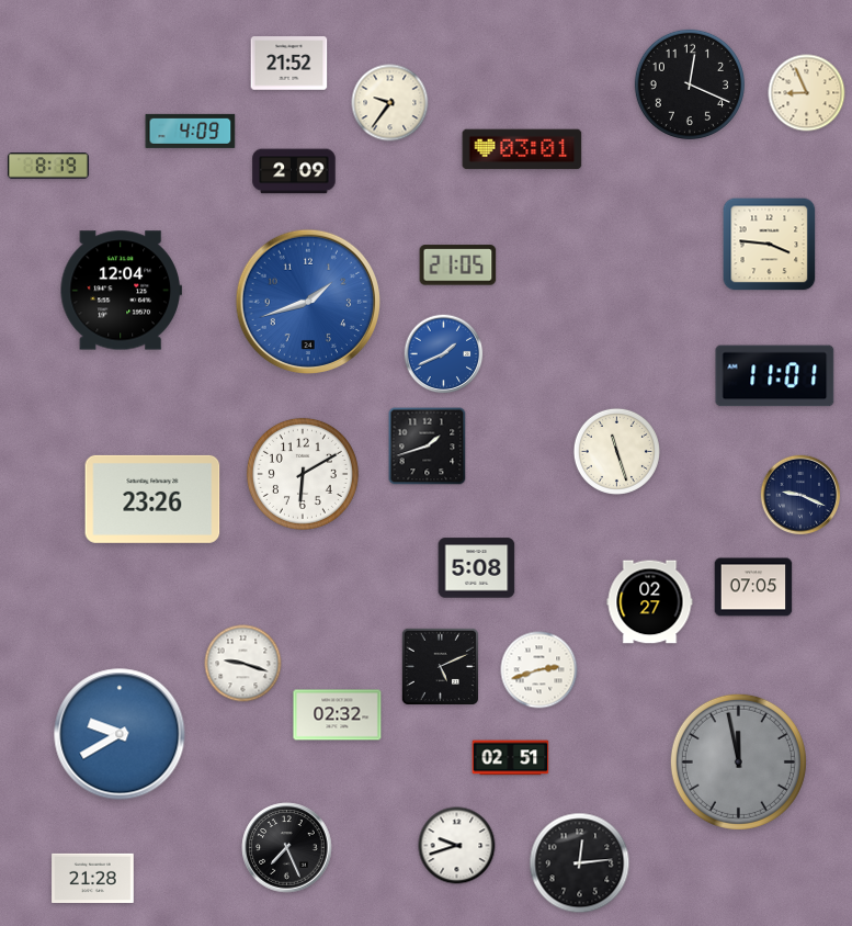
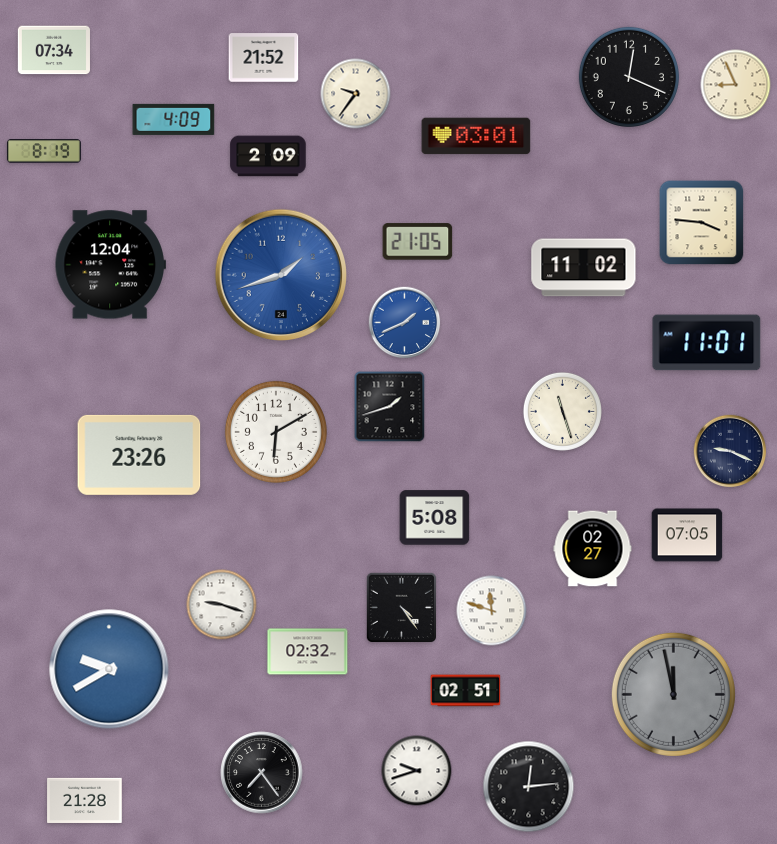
clock at (54, 50): none -> 07:34
clock at (584, 268): none -> 11:02
clock at (440, 666): 5:11 -> 4:24
clock at (539, 670): 2:42 -> 11:48
clock at (287, 848): 7:26 -> 7:24
